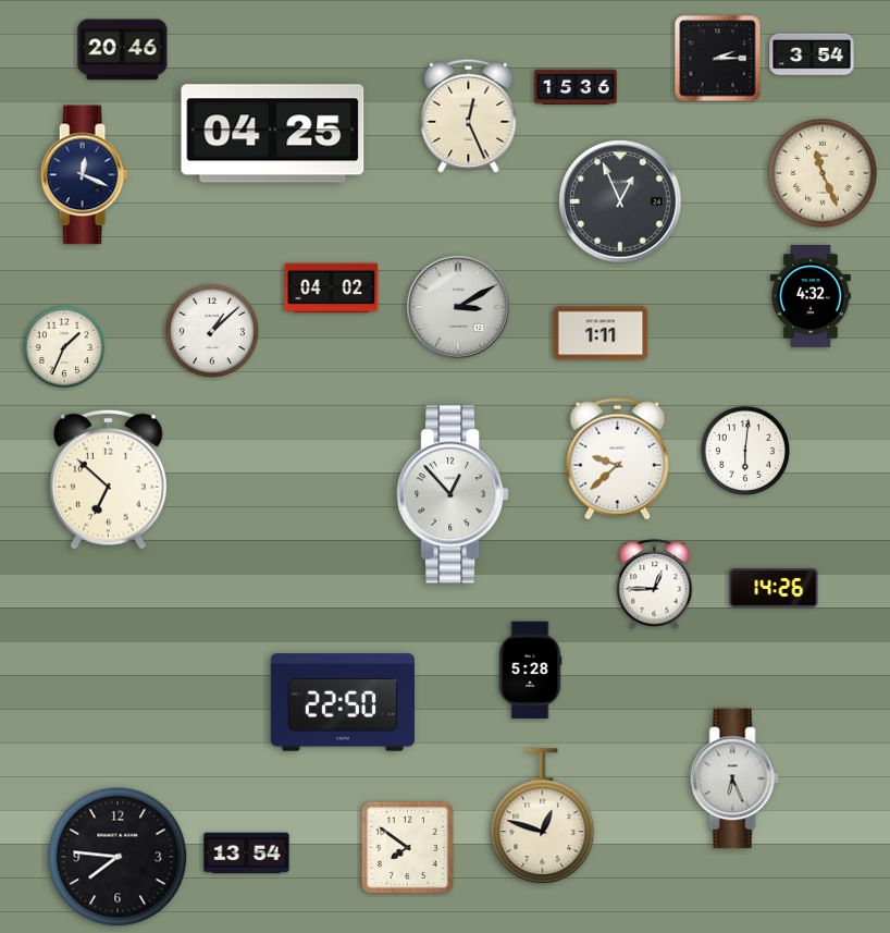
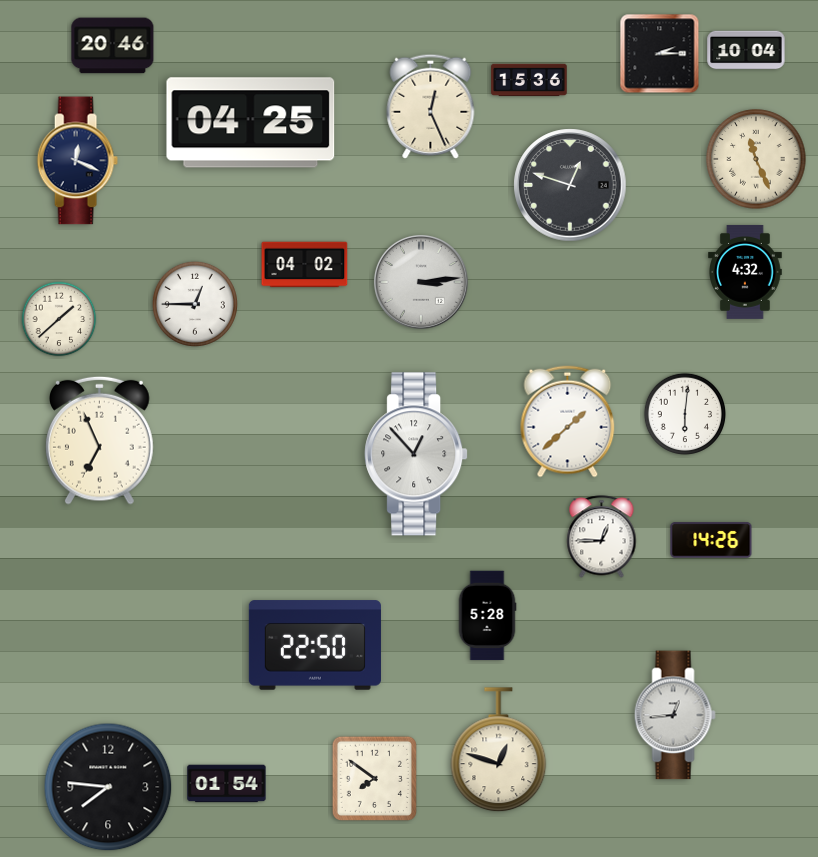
clock at (812, 54): 3:54 -> 10:04
clock at (620, 201): 12:56 -> 12:48
clock at (458, 307): 3:10 -> 3:14
clock at (212, 331): 1:08 -> 12:45
clock at (601, 333): 1:11 -> none
clock at (64, 347): 1:34 -> 1:38
clock at (618, 459): 9:38 -> 1:38
clock at (109, 479): 6:52 -> 6:56
clock at (734, 778): 6:26 -> 12:44
clock at (247, 854): 13:54 -> 01:54
